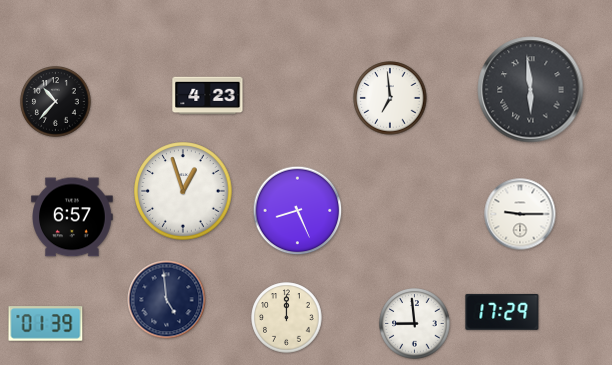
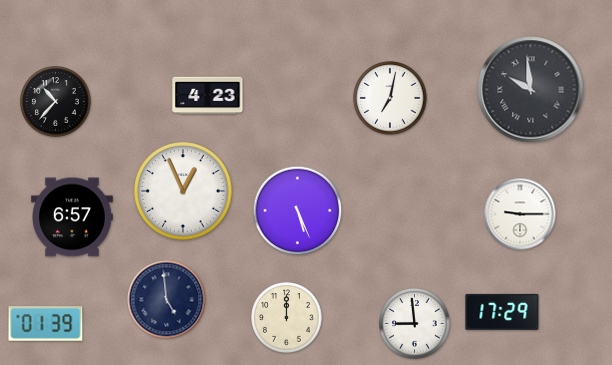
clock at (531, 90): 5:59 -> 9:59
clock at (390, 98): 6:59 -> 7:02
clock at (183, 191): 12:57 -> 12:56
clock at (298, 211): 8:26 -> 5:26
